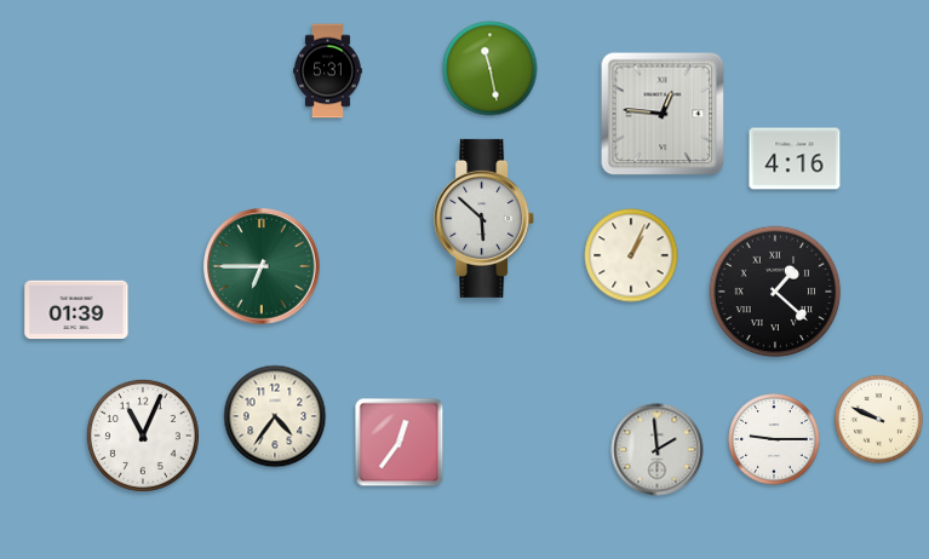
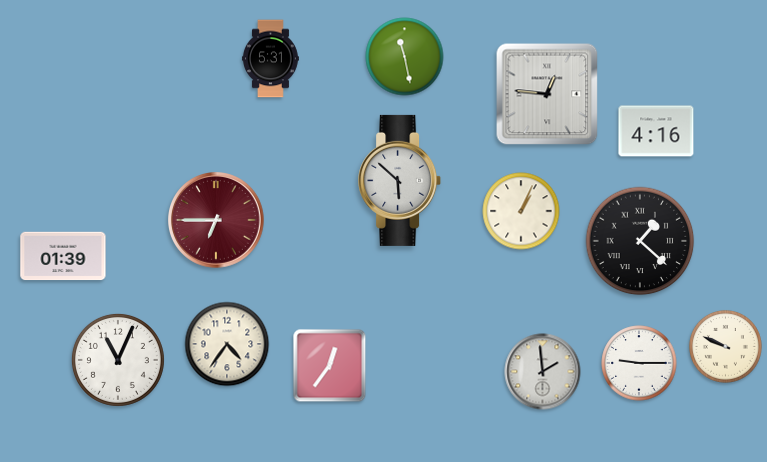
clock at (263, 267) dial: green -> burgundy
